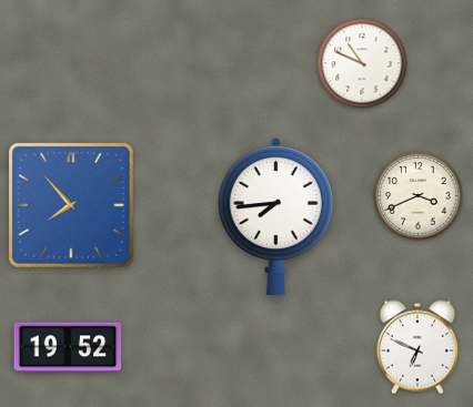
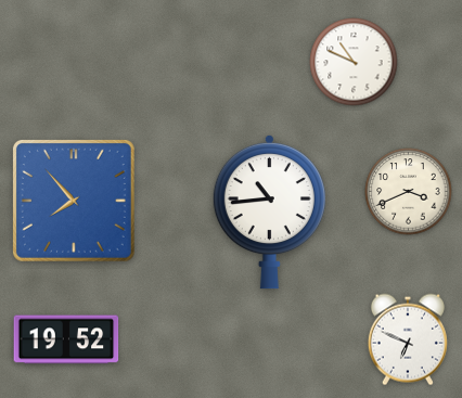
clock at (71, 205) position: (71, 205) -> (74, 201)
clock at (275, 216): 7:44 -> 10:44
